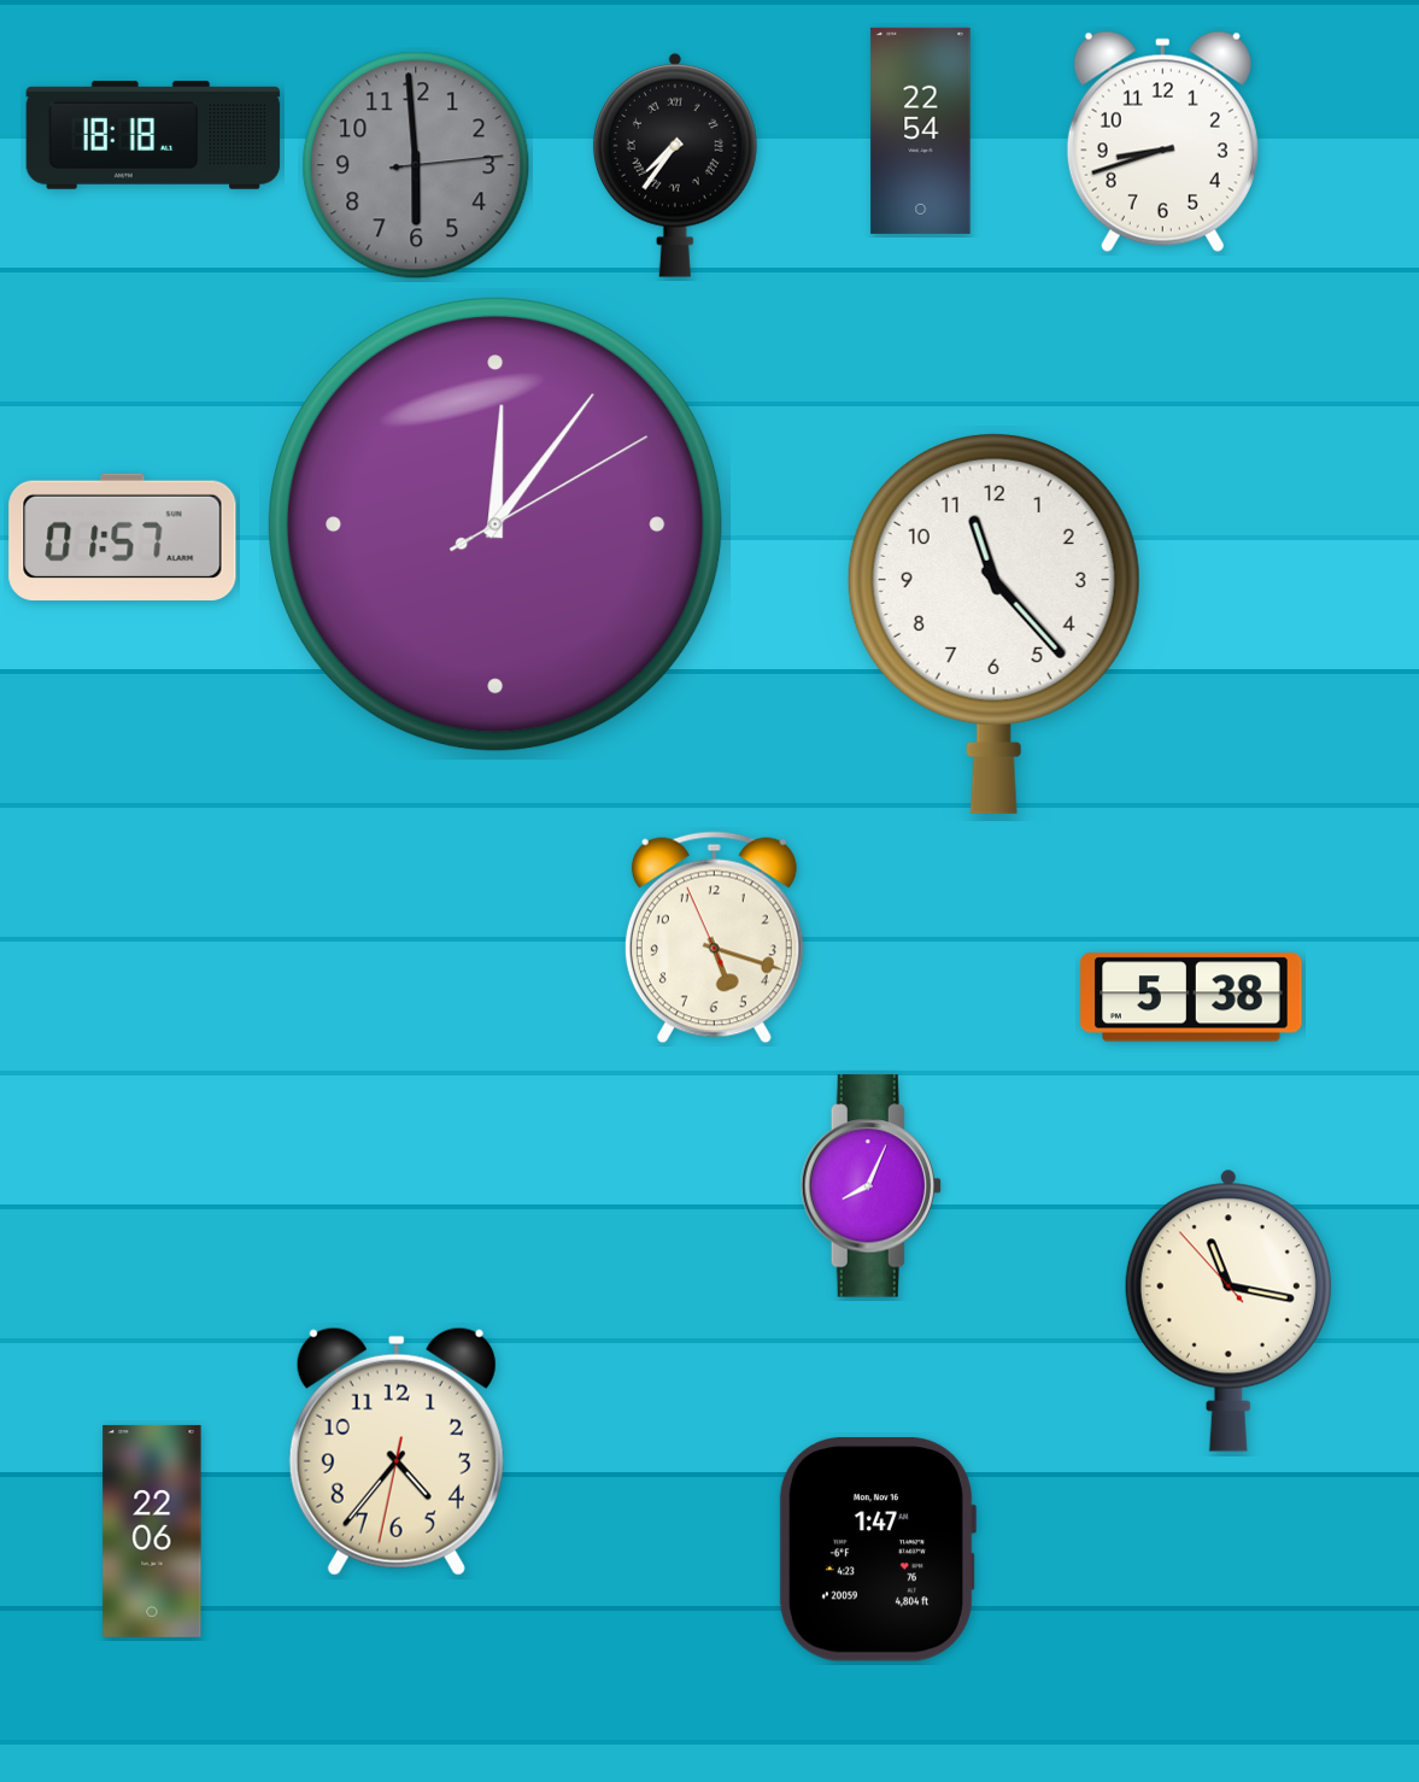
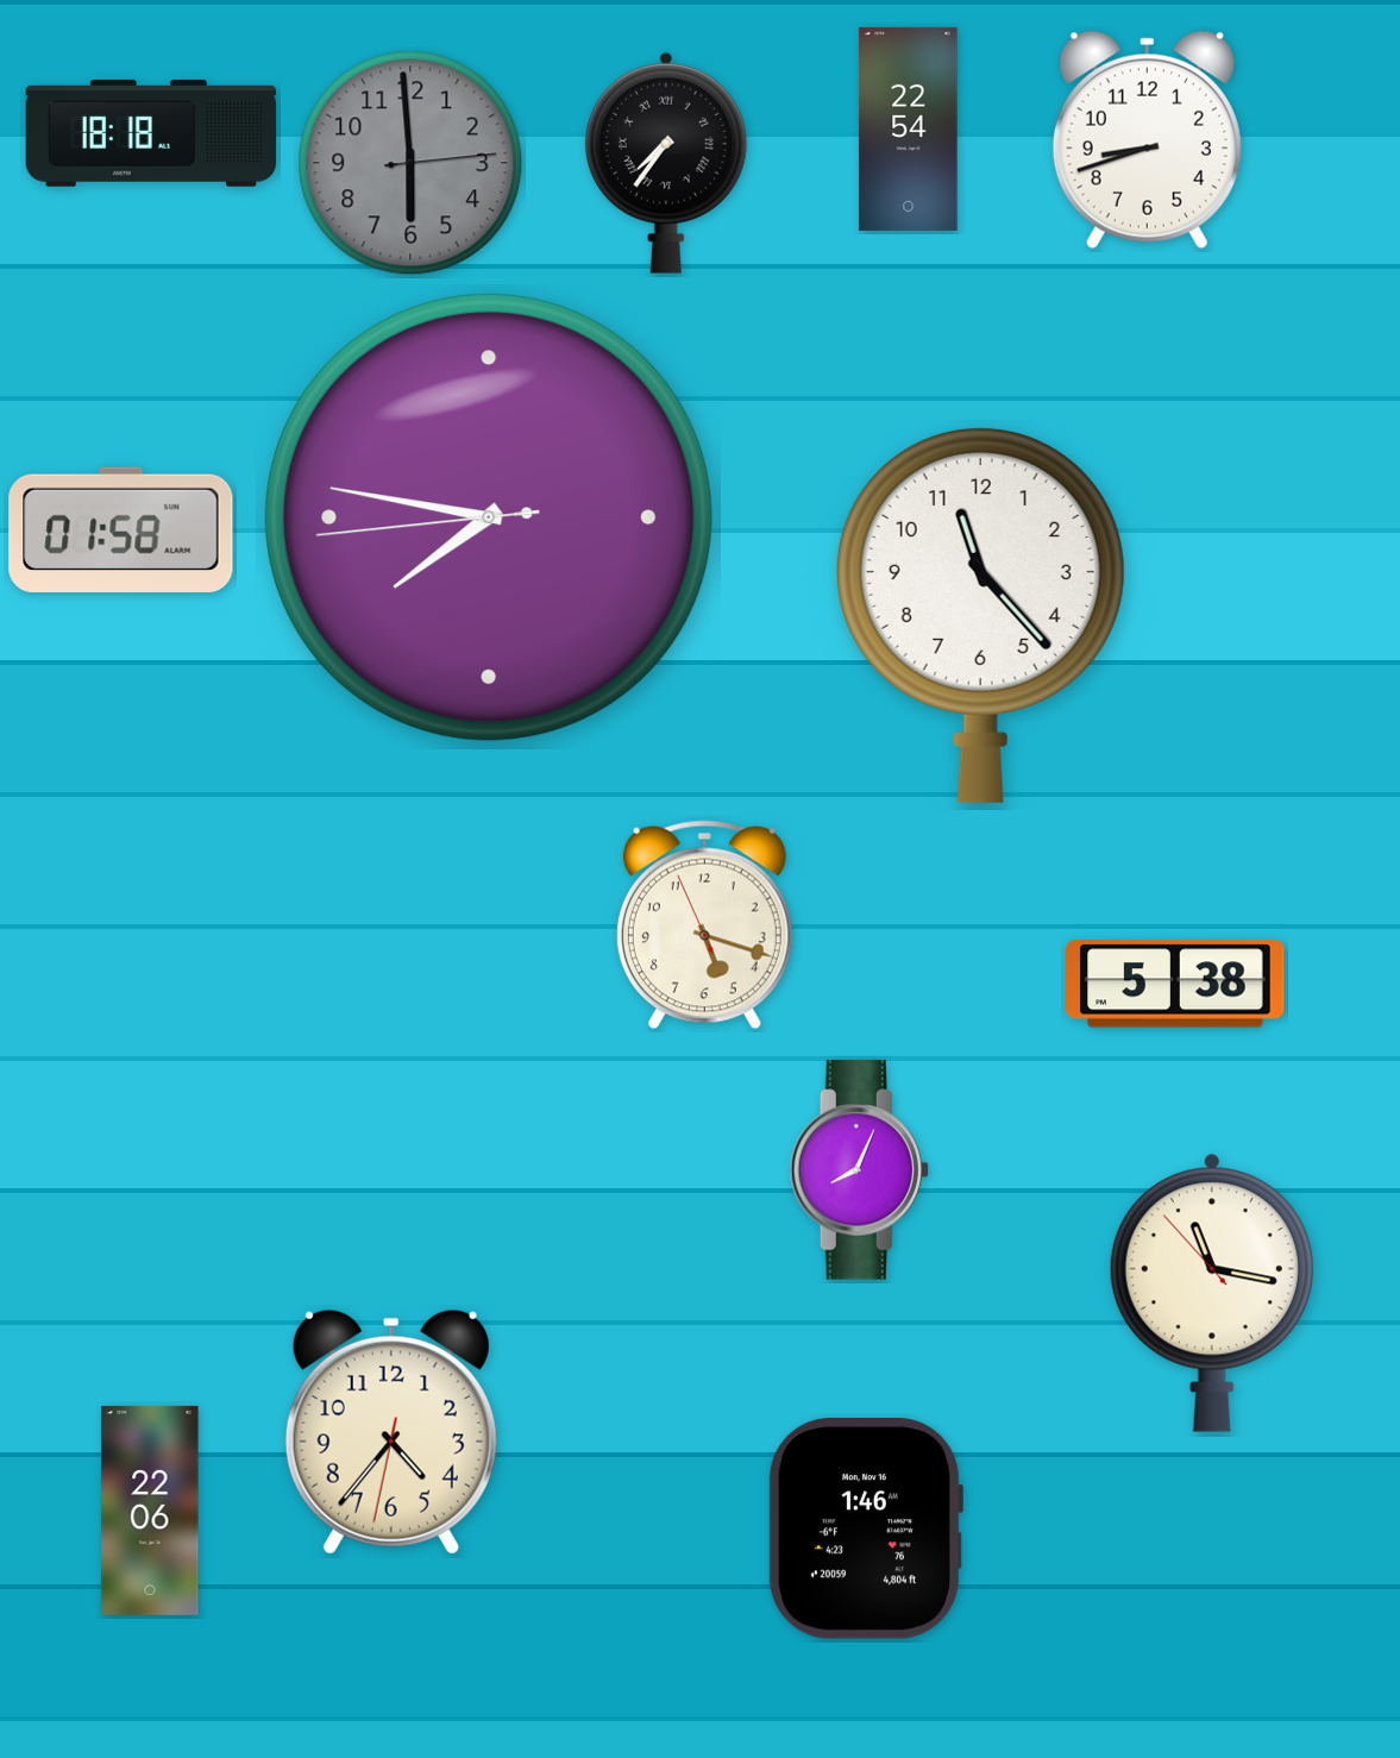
clock at (496, 524): 12:06 -> 7:46
clock at (123, 537): 01:57 -> 01:58
clock at (876, 1551): 1:47 -> 1:46
